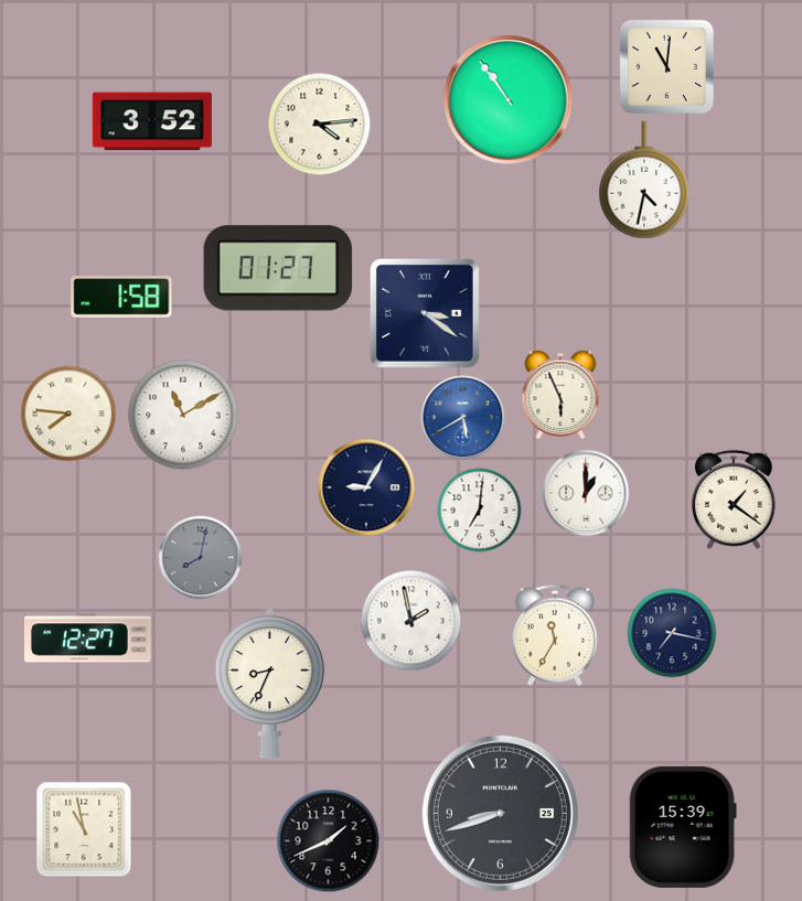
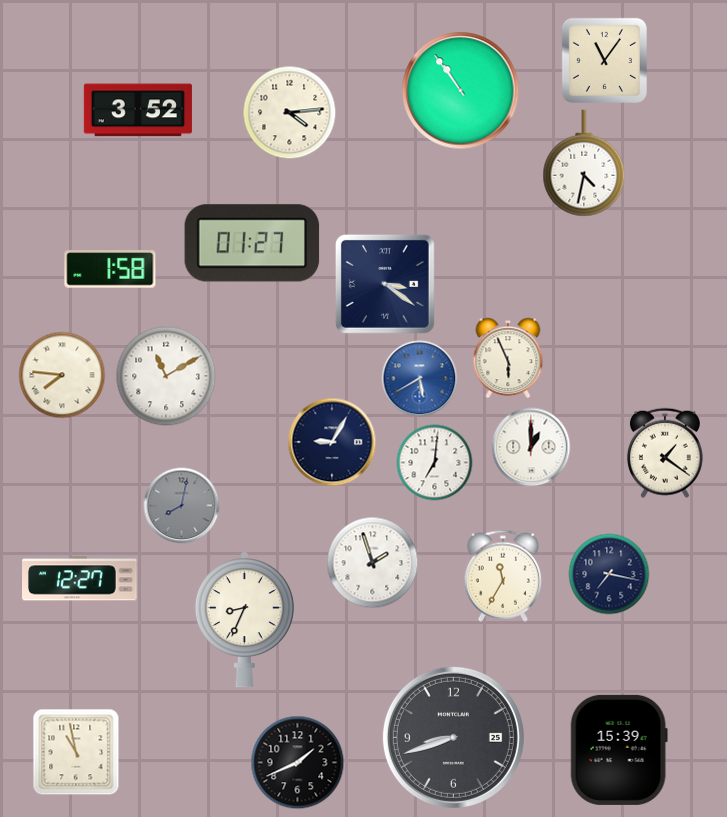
clock at (666, 66): 11:01 -> 11:06
clock at (411, 621): 1:58 -> 1:57
